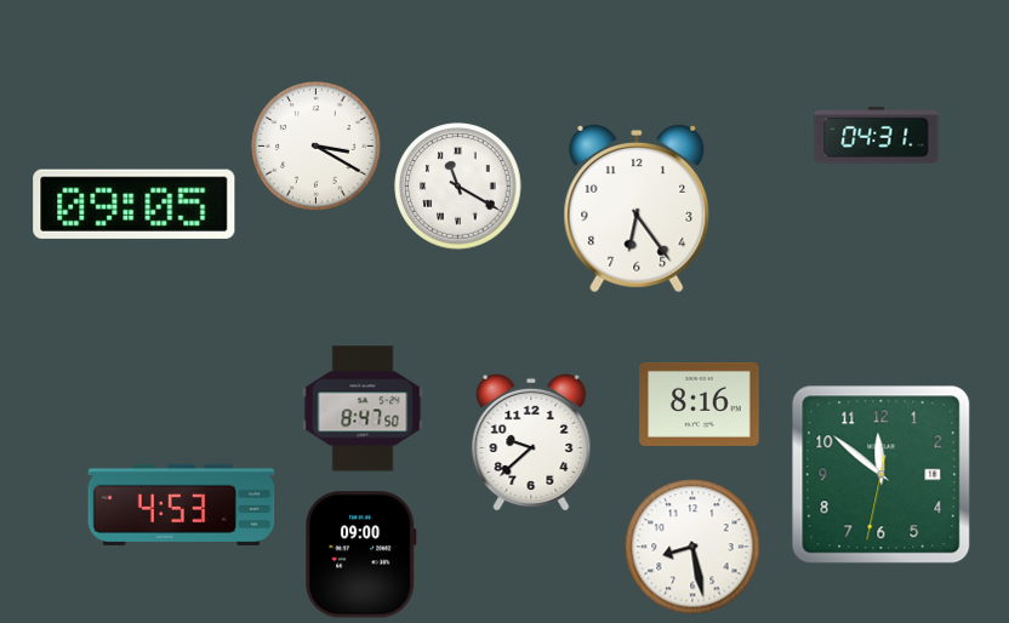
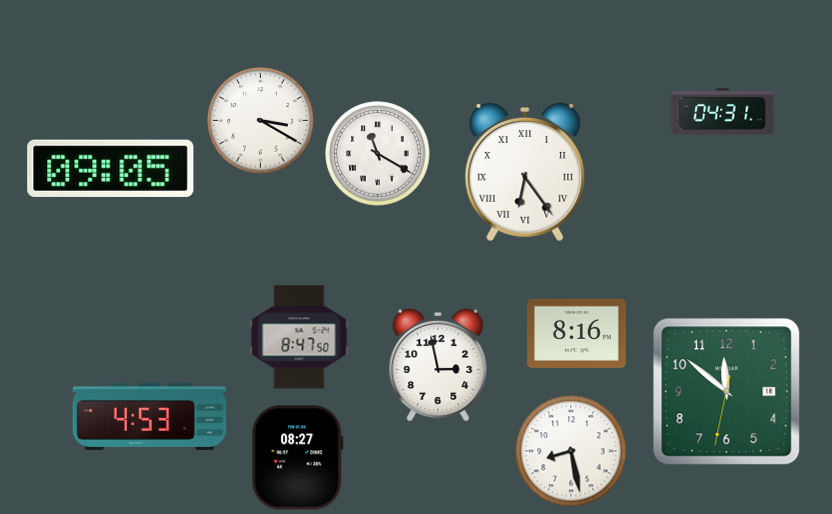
clock at (637, 210) numerals: Arabic -> Roman
clock at (531, 442): 9:38 -> 2:58
clock at (360, 555): 09:00 -> 08:27
